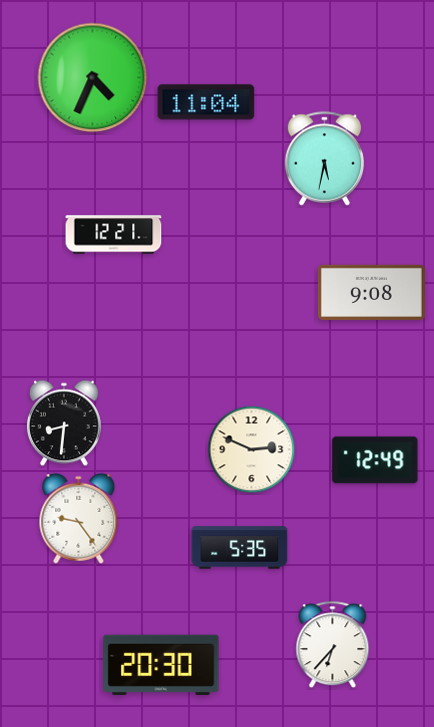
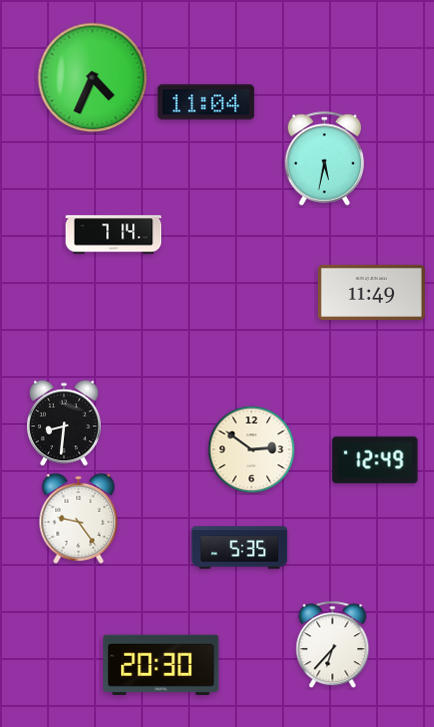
clock at (114, 235): 12:21 -> 7:14
clock at (371, 292): 9:08 -> 11:49
clock at (252, 450): 2:49 -> 2:51
